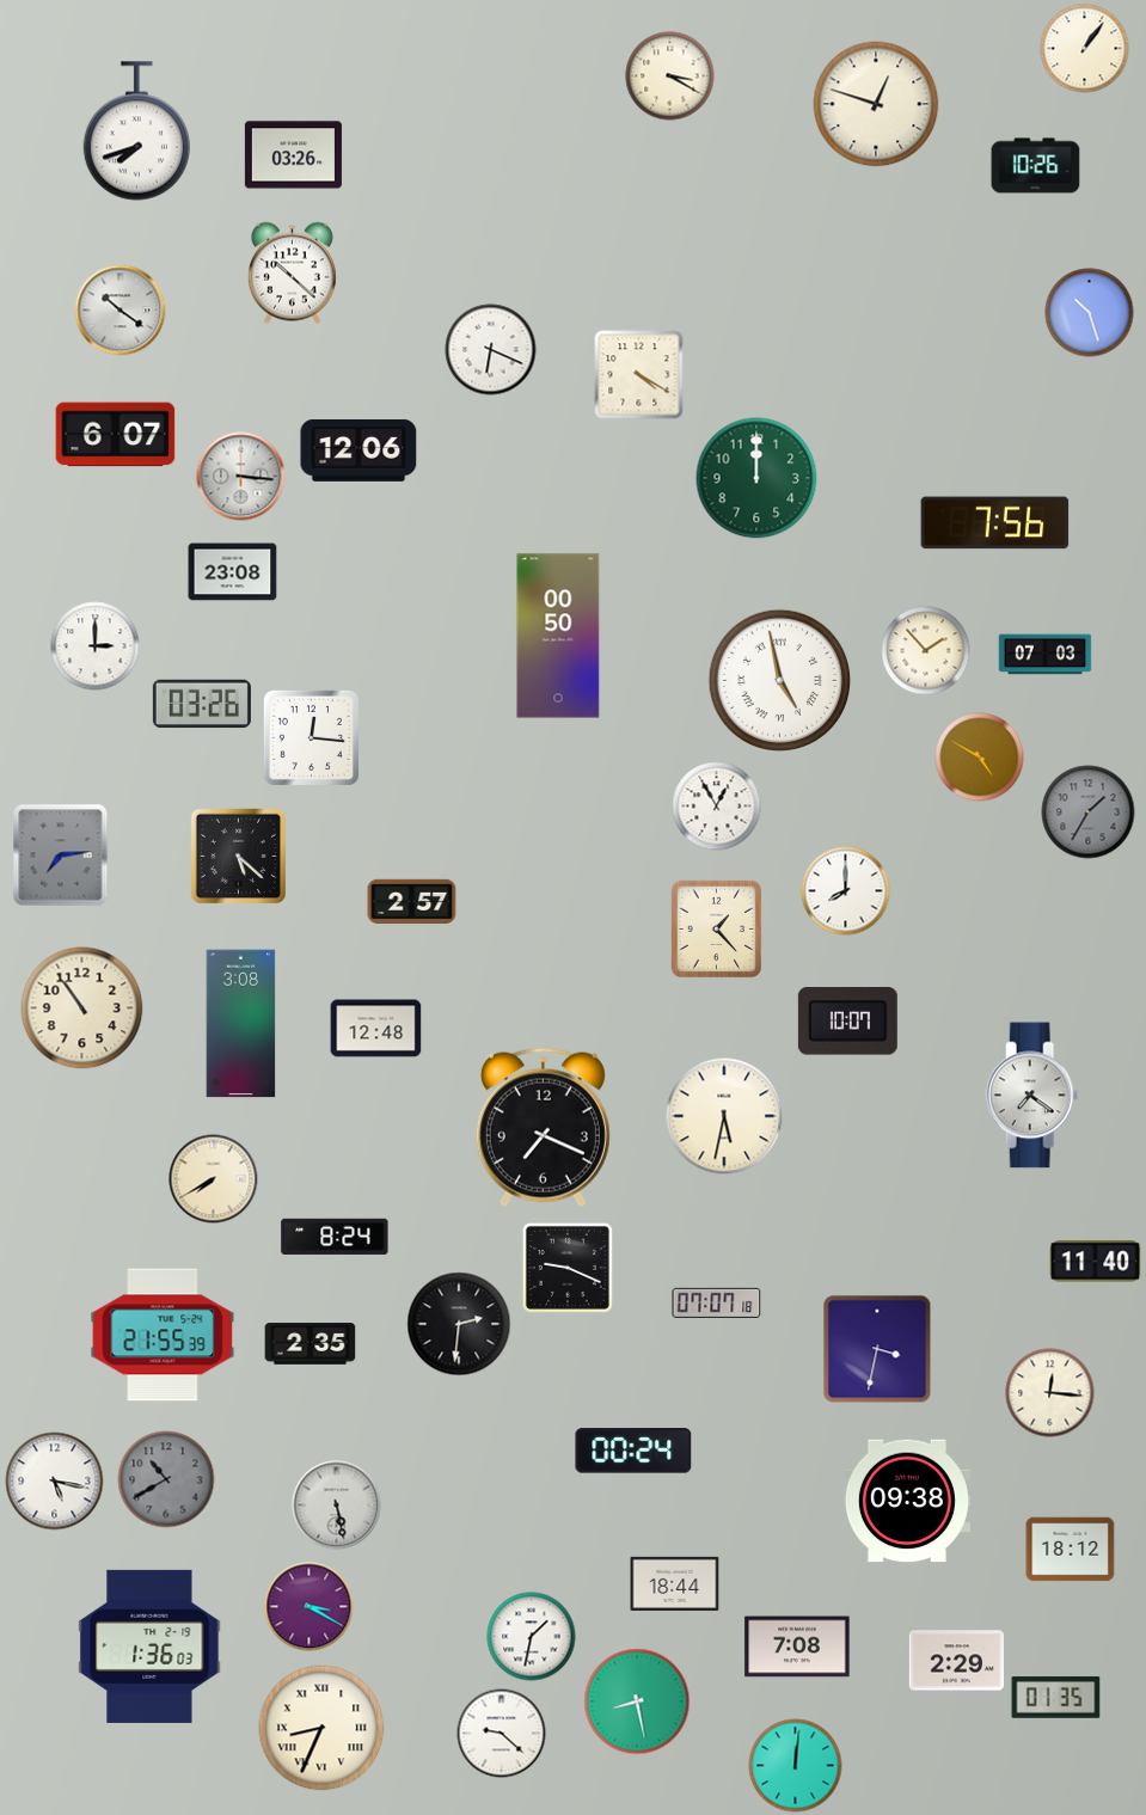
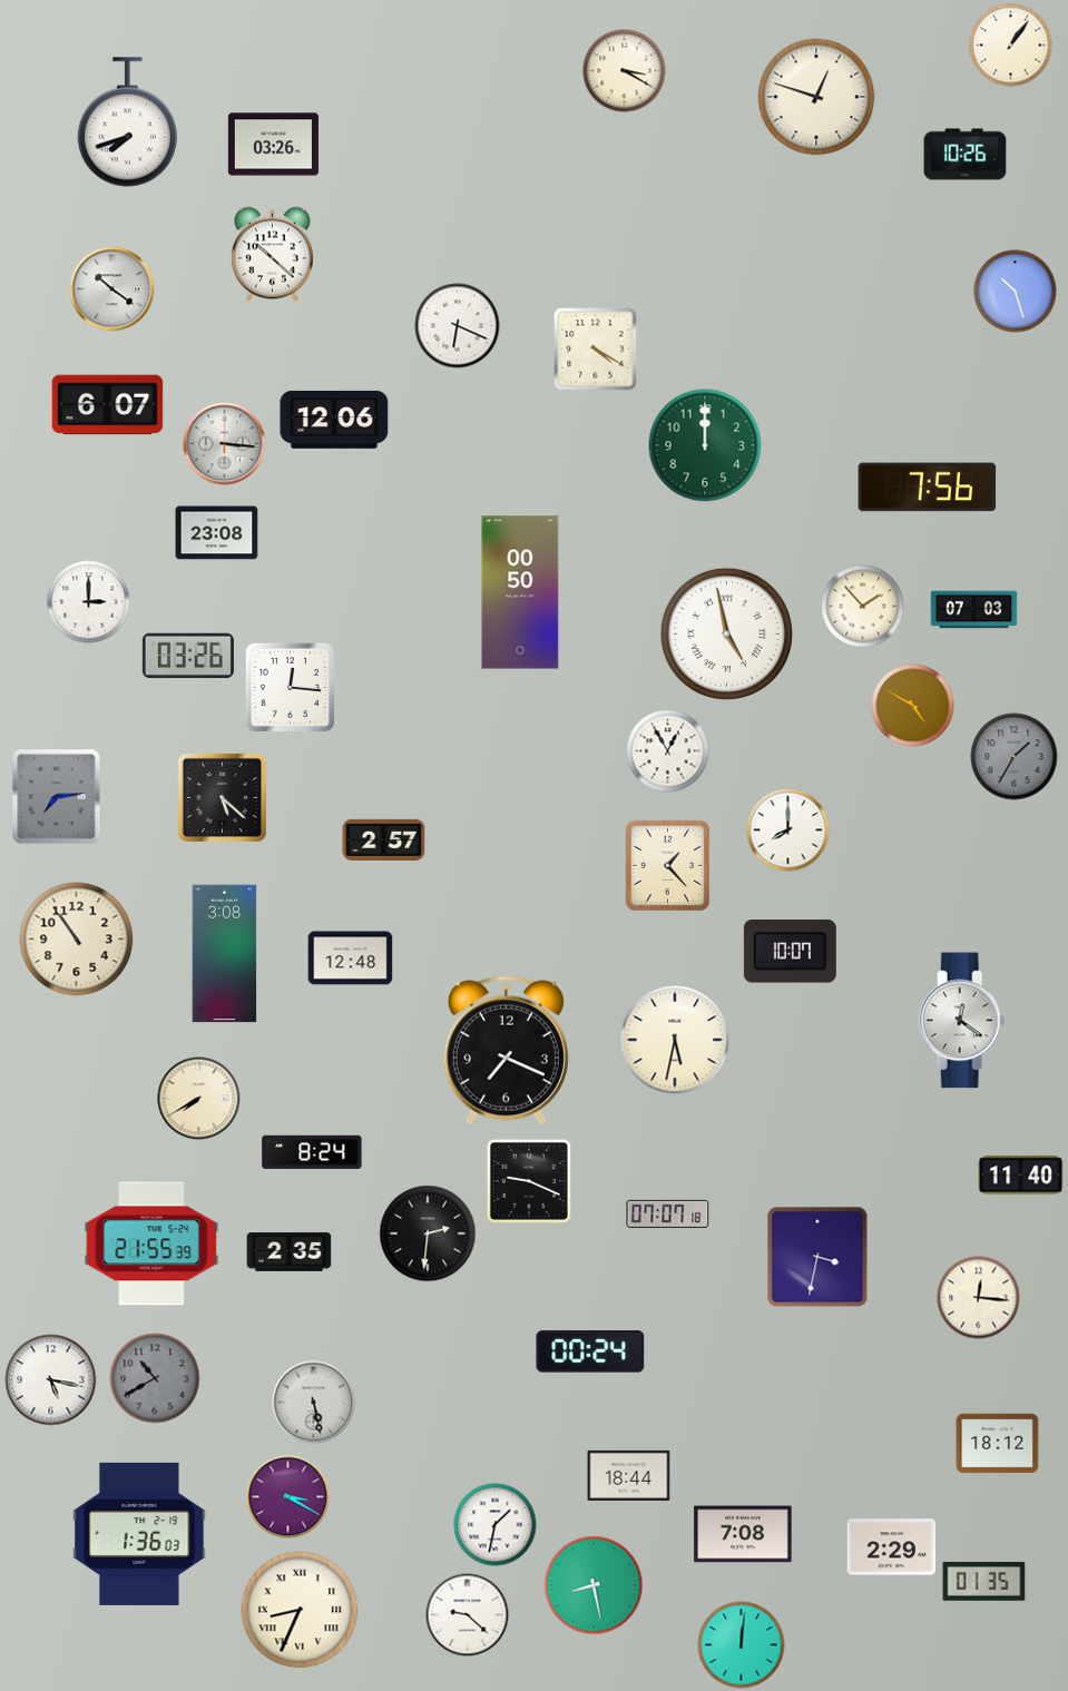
clock at (1032, 1096): 7:21 -> 12:21
clock at (907, 1501): 09:38 -> none
